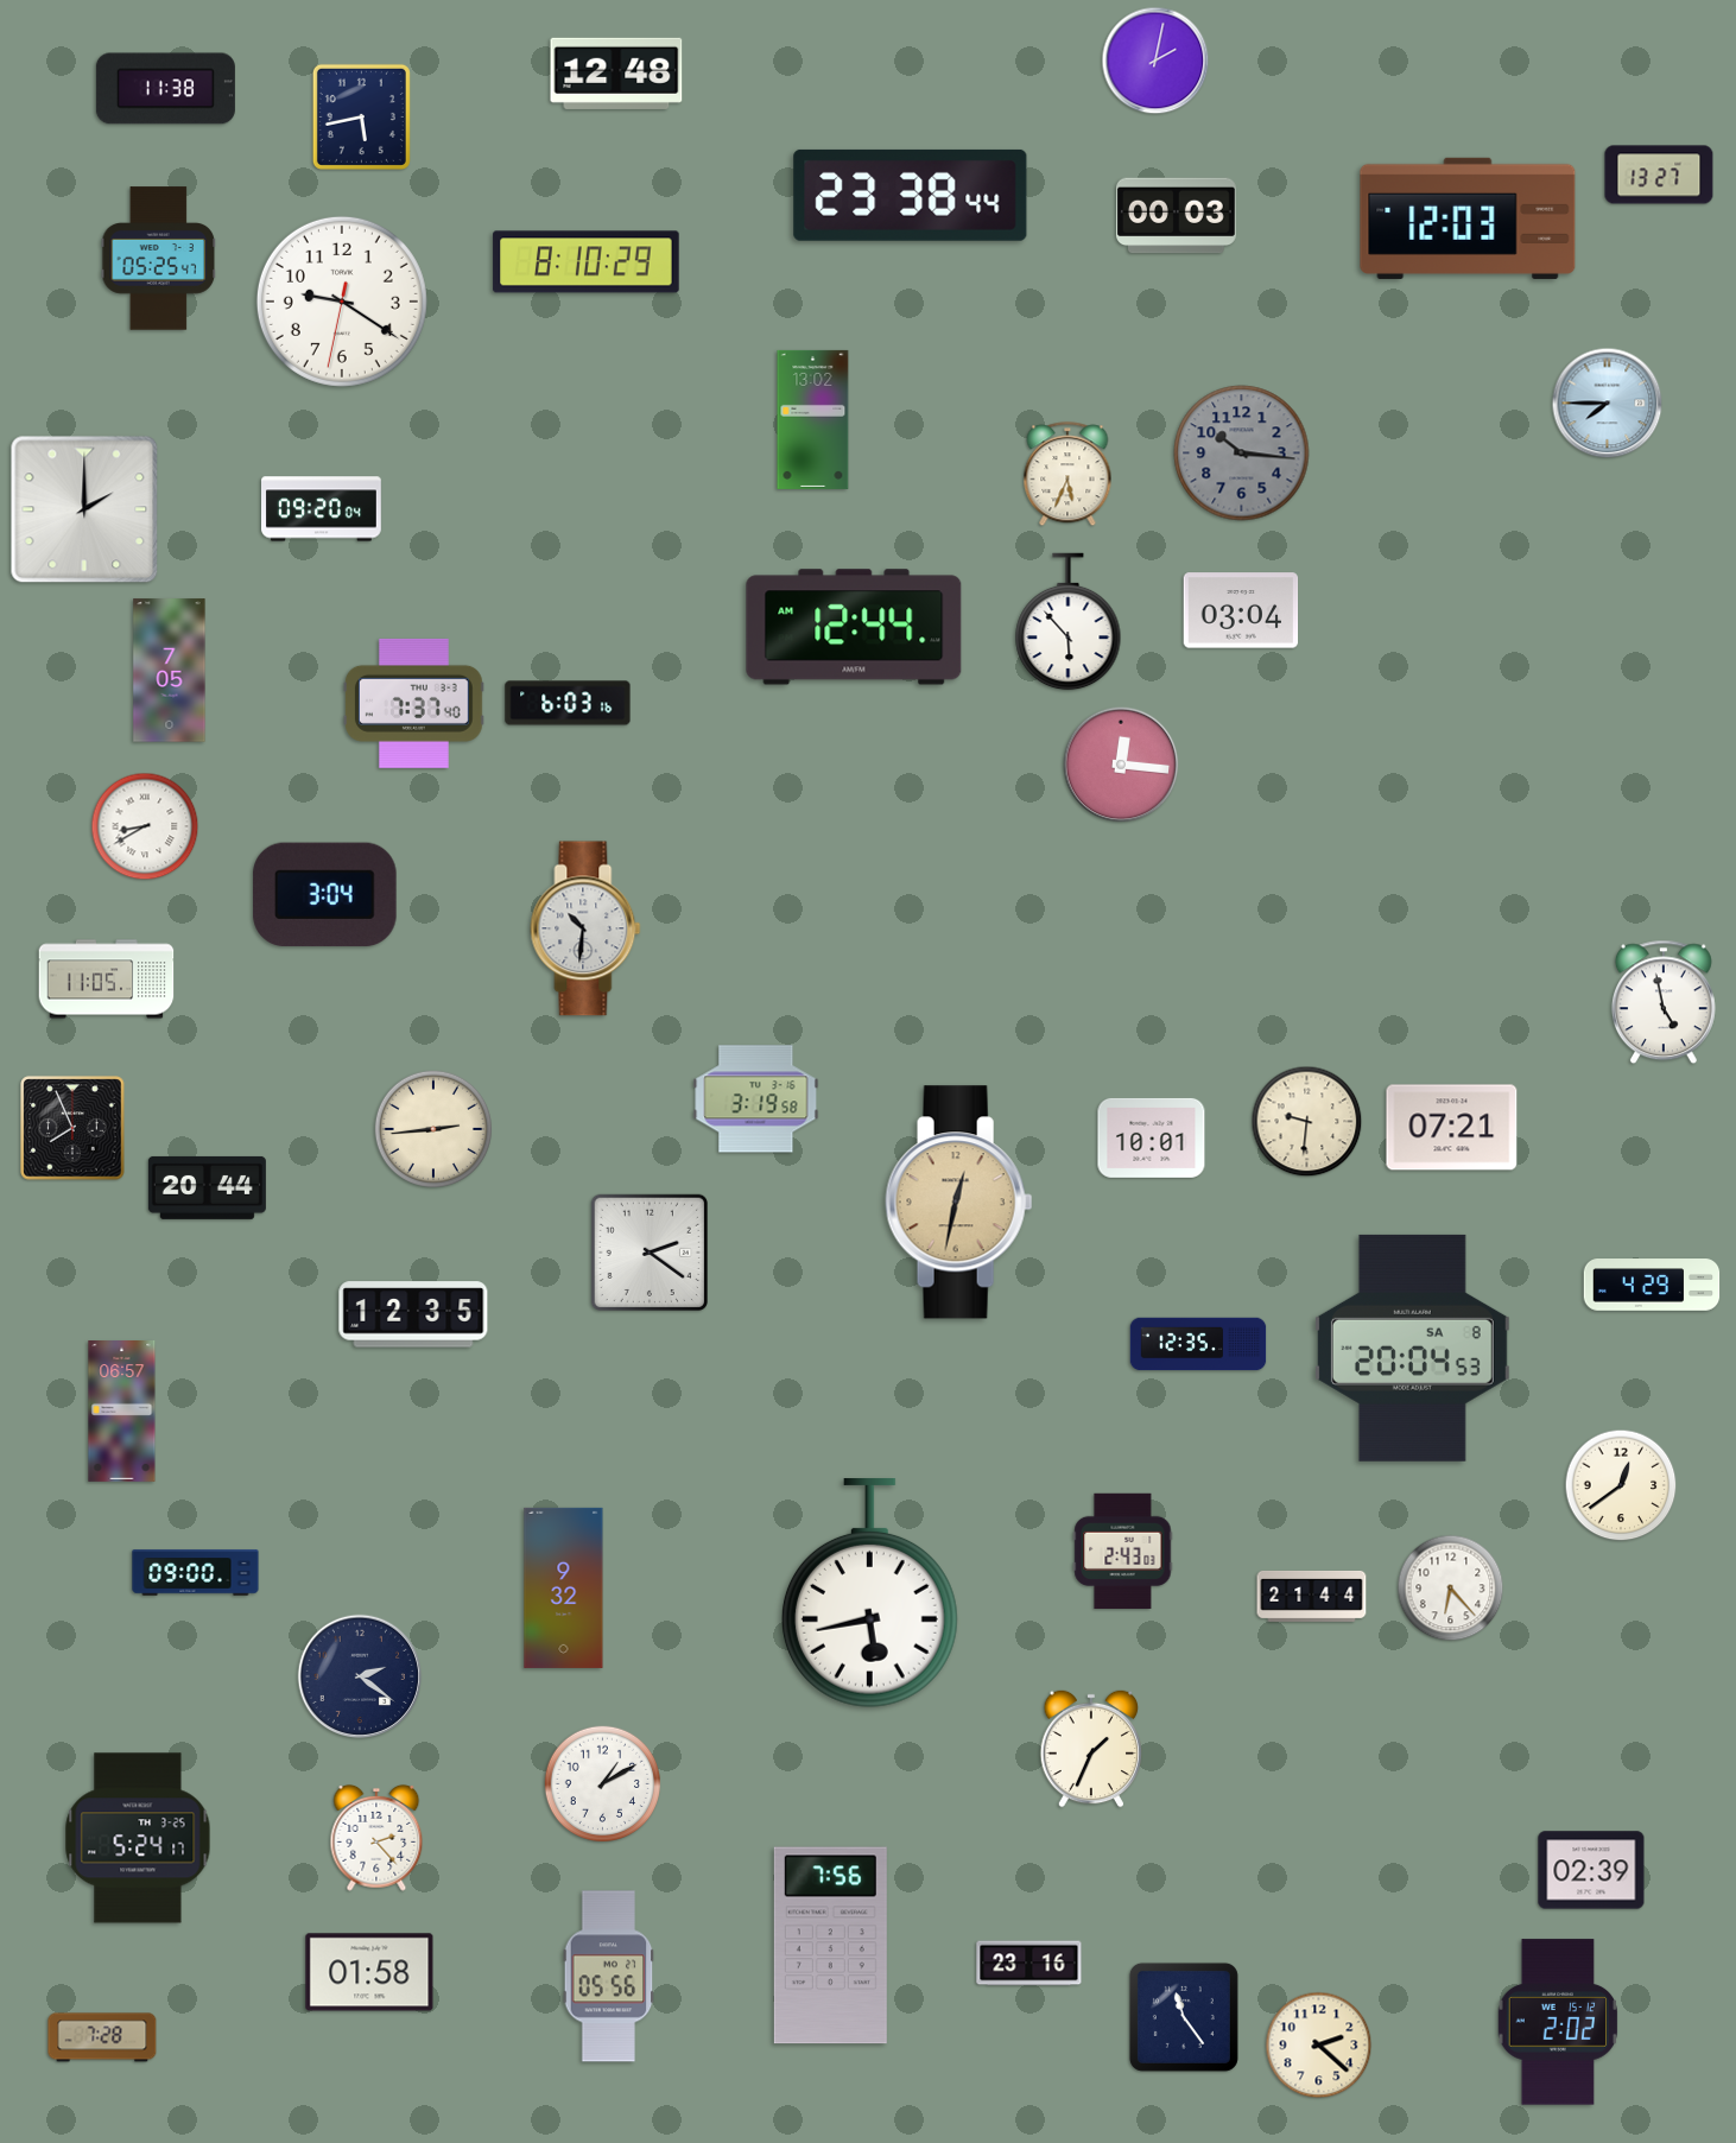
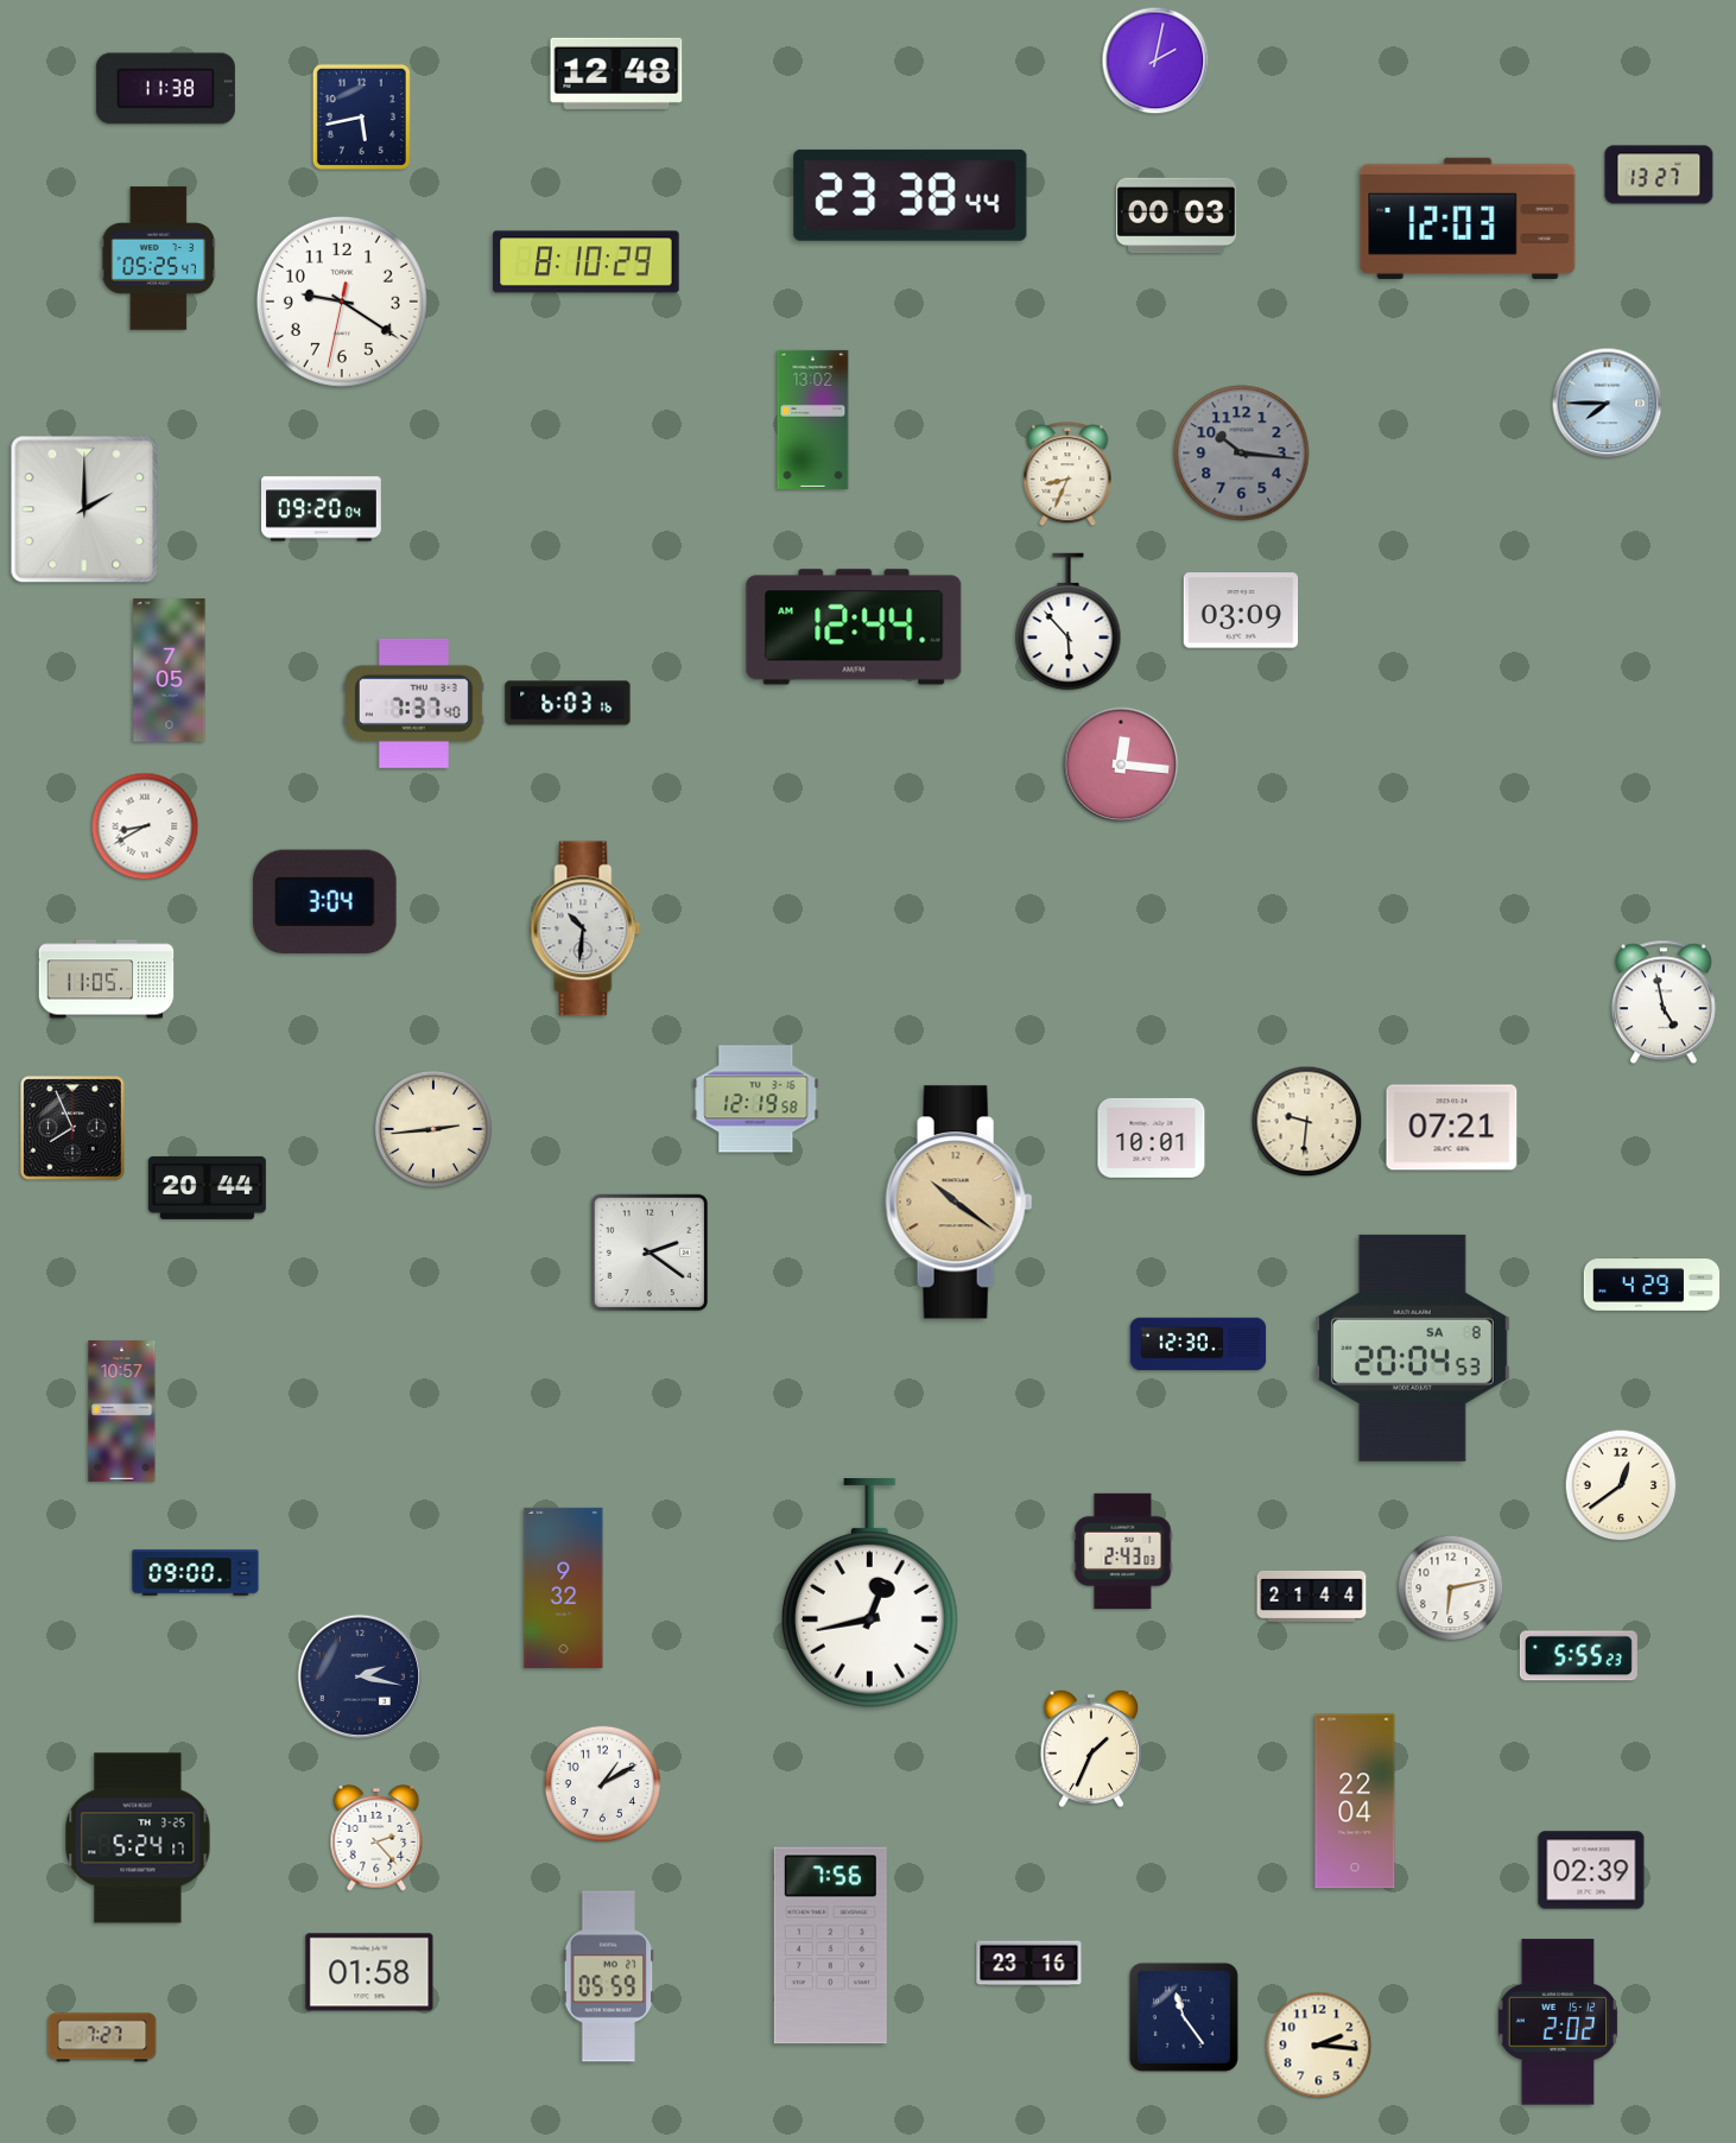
clock at (1067, 475): 5:34 -> 8:34
clock at (1241, 610): 03:04 -> 03:09
clock at (325, 895) position: (325, 895) -> (325, 902)
clock at (756, 1099): 3:19 -> 12:19
clock at (959, 1203): 12:32 -> 10:21
clock at (413, 1314): 12:35 -> none
clock at (1198, 1344): 12:35 -> 12:30
clock at (122, 1412): 06:57 -> 10:57
clock at (1451, 1589): 6:23 -> 6:13
clock at (869, 1593): 5:43 -> 12:43
clock at (1578, 1656): none -> 5:55
clock at (360, 1676): 2:21 -> 2:17
clock at (1355, 1801): none -> 22:04
clock at (609, 1977): 05:56 -> 05:59
clock at (102, 2037): 7:28 -> 7:27
clock at (1319, 2046): 2:22 -> 2:16
